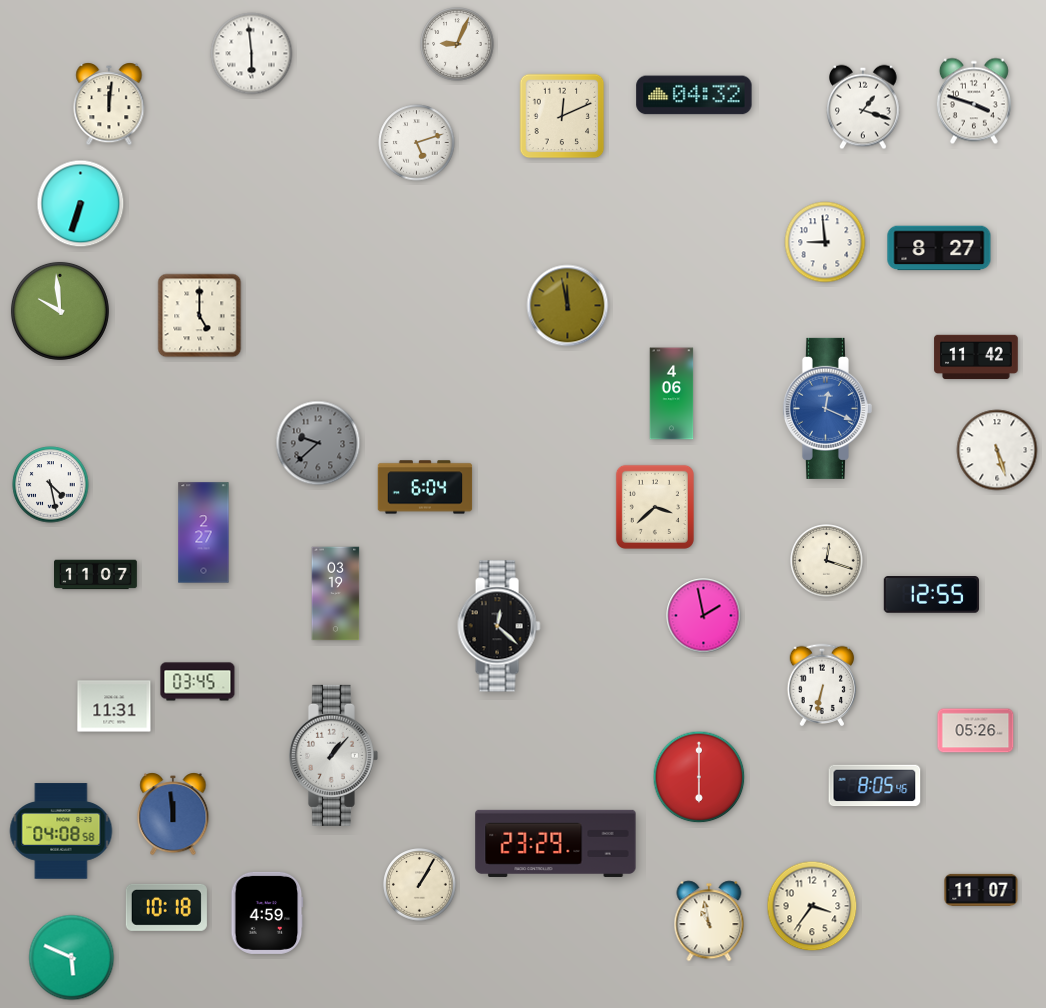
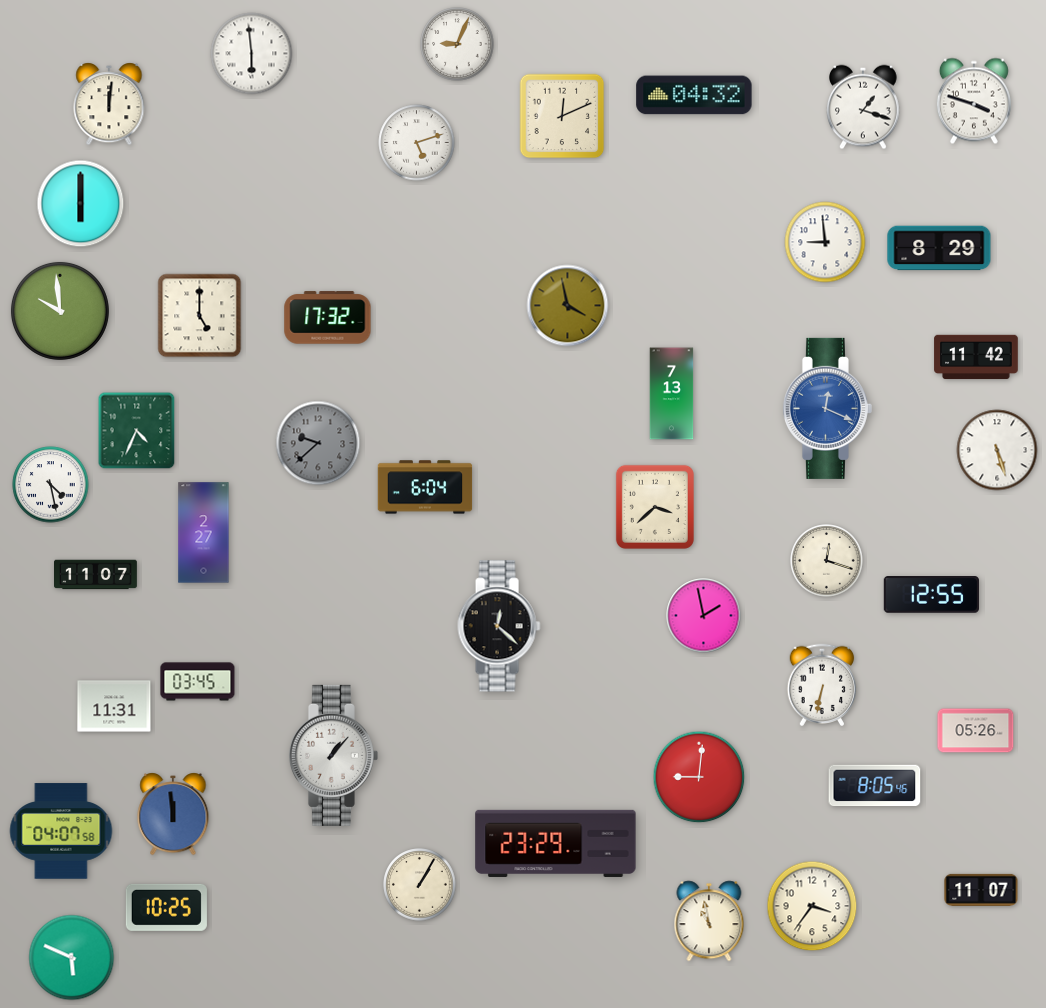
clock at (81, 204): 6:33 -> 6:00
clock at (939, 248): 8:27 -> 8:29
clock at (568, 306): 11:58 -> 3:58
clock at (328, 318): none -> 17:32
clock at (672, 394): 4:06 -> 7:13
clock at (137, 431): none -> 4:34
clock at (336, 594): 03:19 -> none
clock at (699, 777): 6:00 -> 9:01
clock at (61, 831): 04:08 -> 04:07
clock at (166, 907): 10:18 -> 10:25
clock at (267, 913): 4:59 -> none
